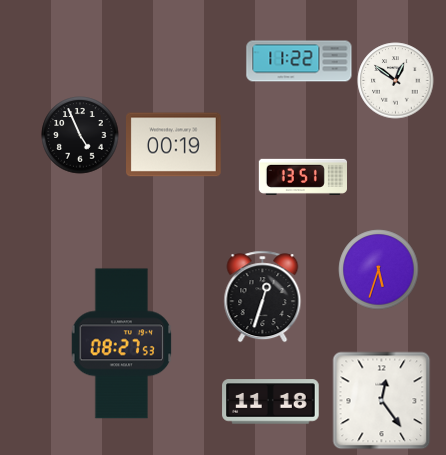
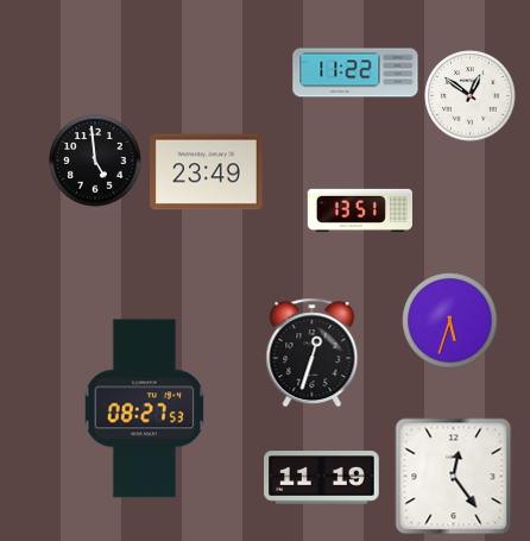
clock at (80, 135): 4:56 -> 4:59
clock at (174, 145): 00:19 -> 23:49
clock at (271, 402): 11:18 -> 11:19
